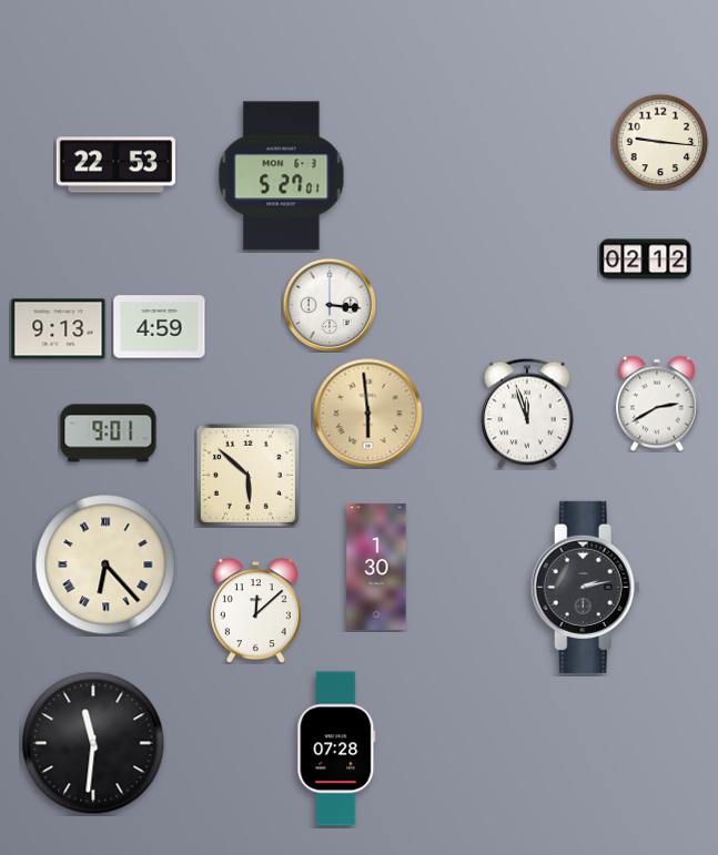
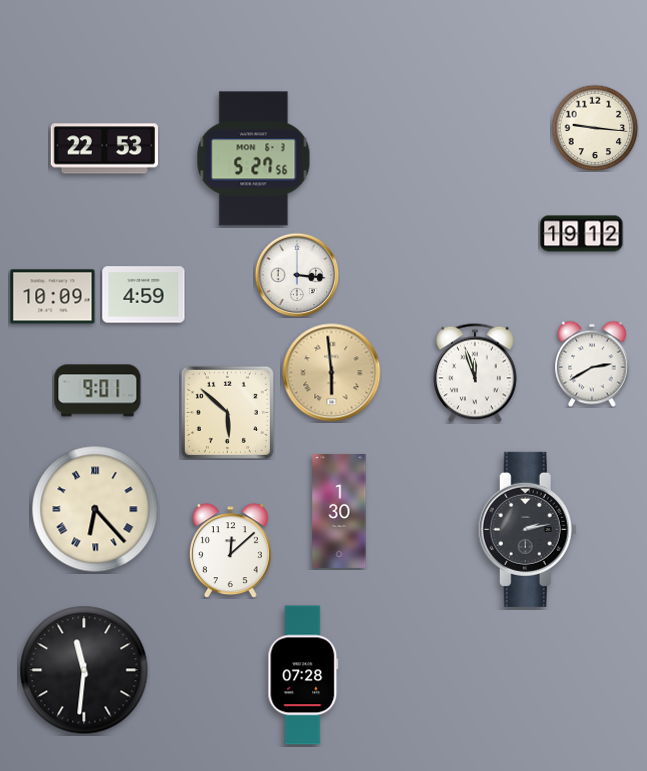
clock at (282, 176): 5:27:01 -> 5:27:56
clock at (646, 259): 02:12 -> 19:12
clock at (59, 329): 9:13 -> 10:09
clock at (247, 475) position: (247, 475) -> (227, 412)
